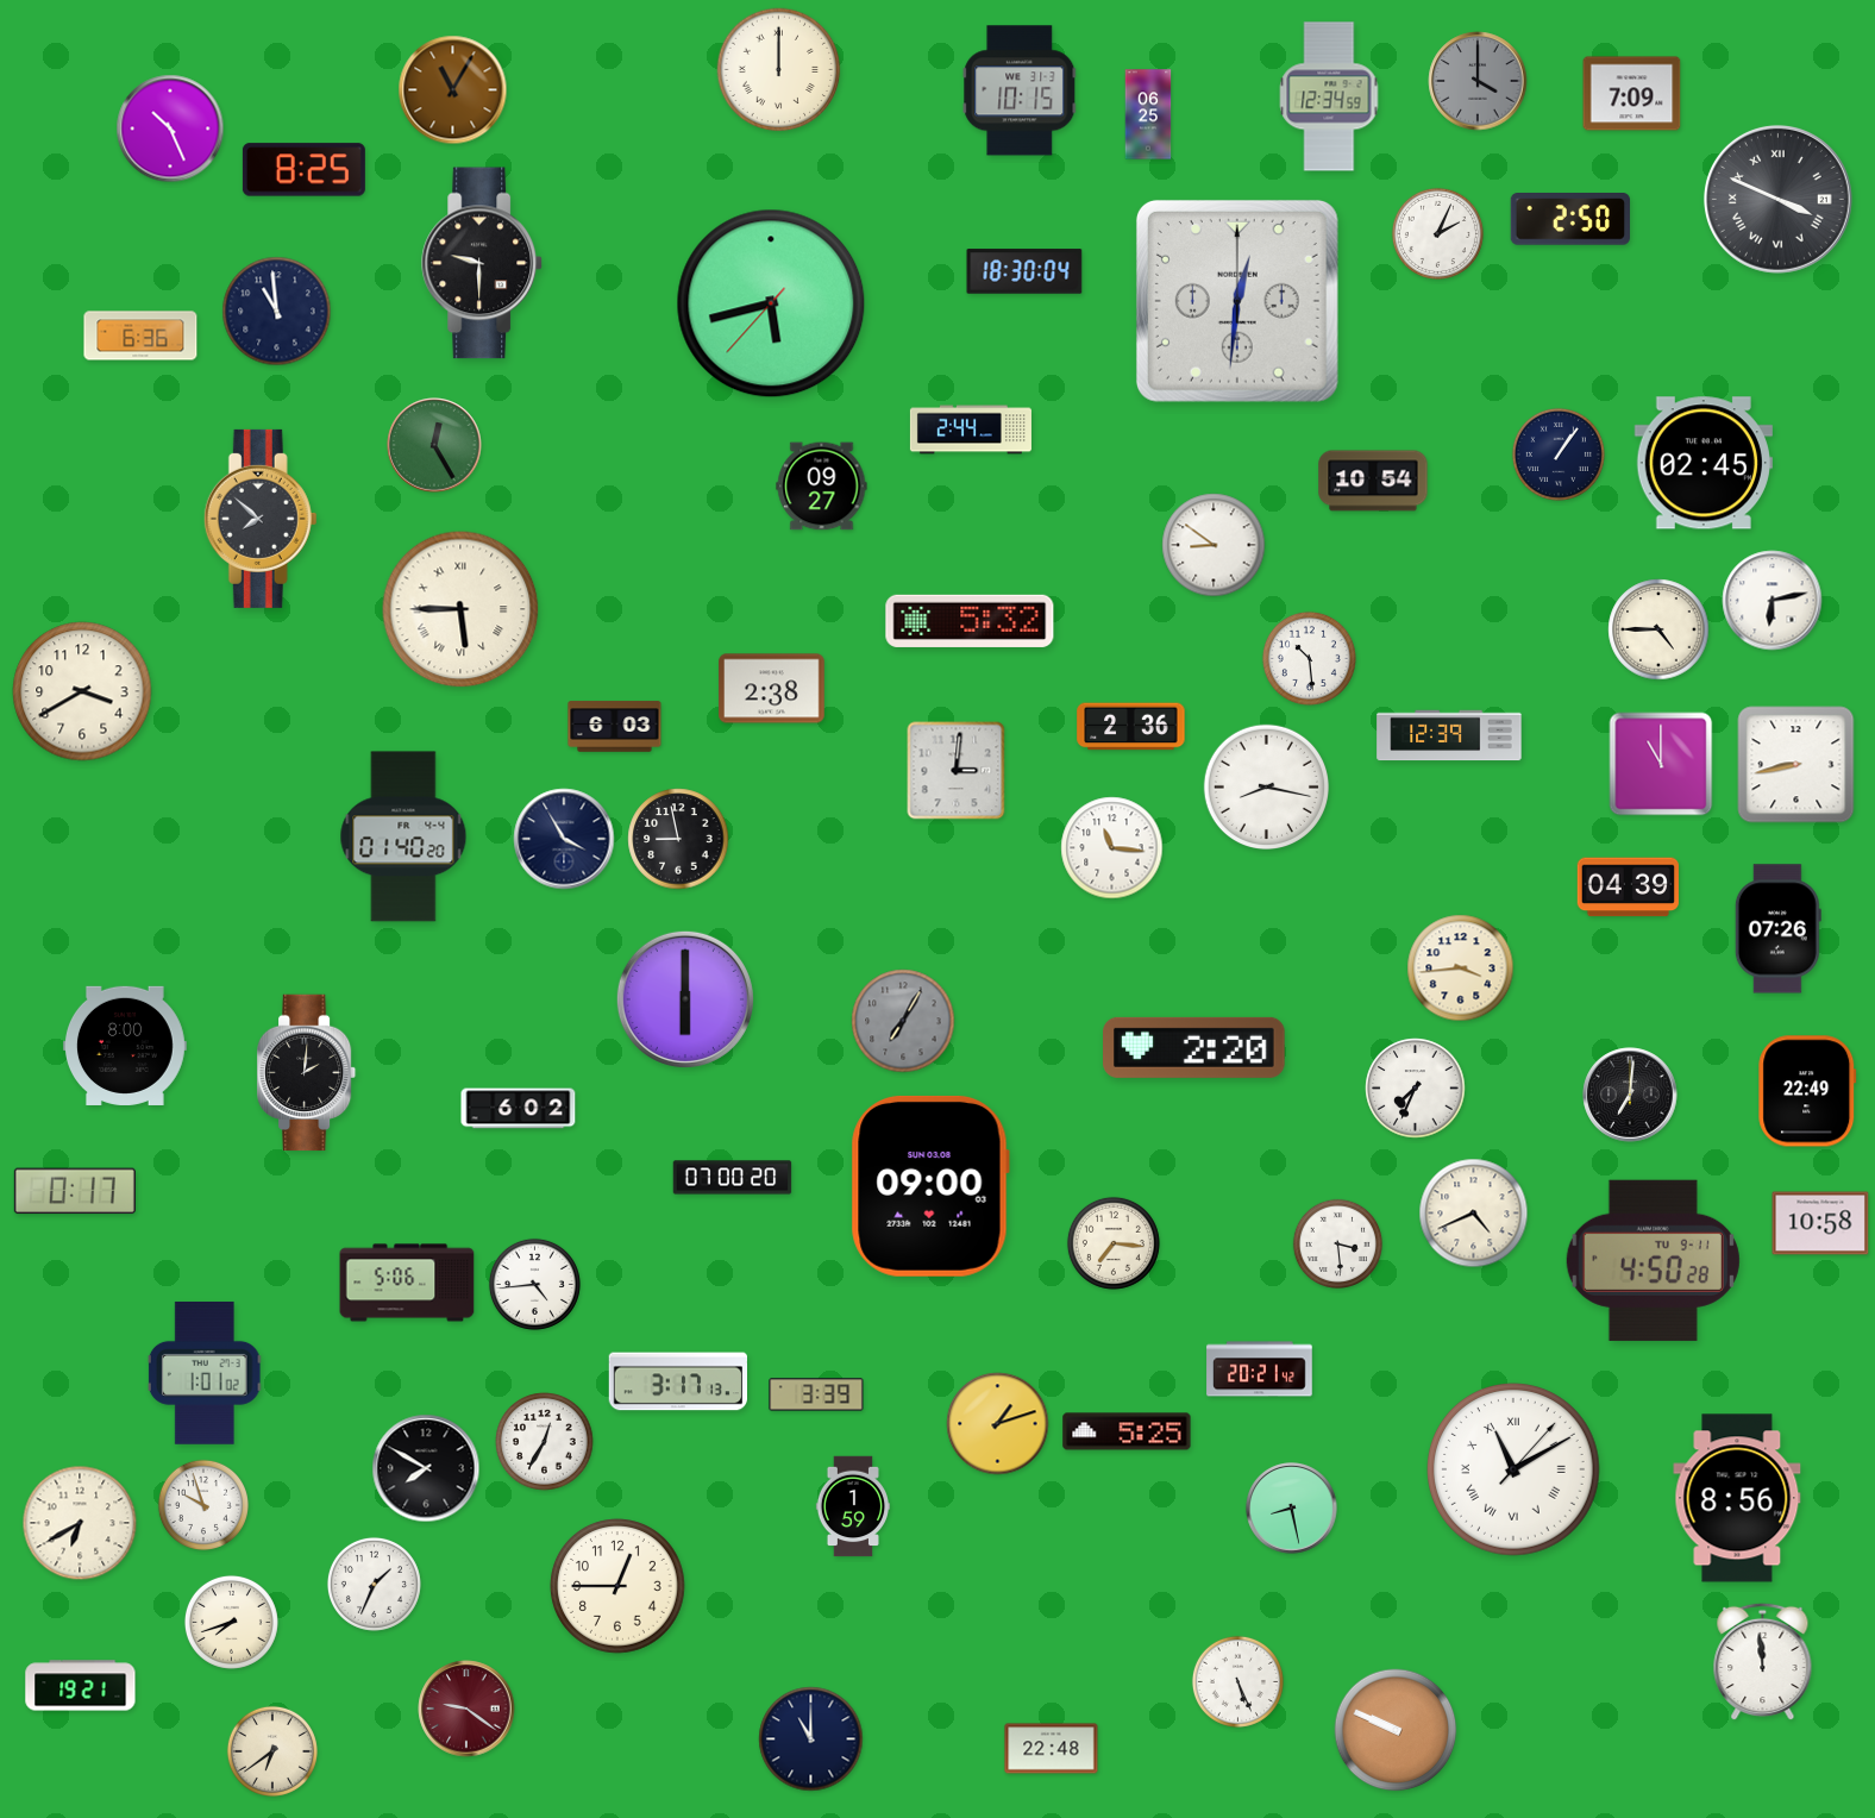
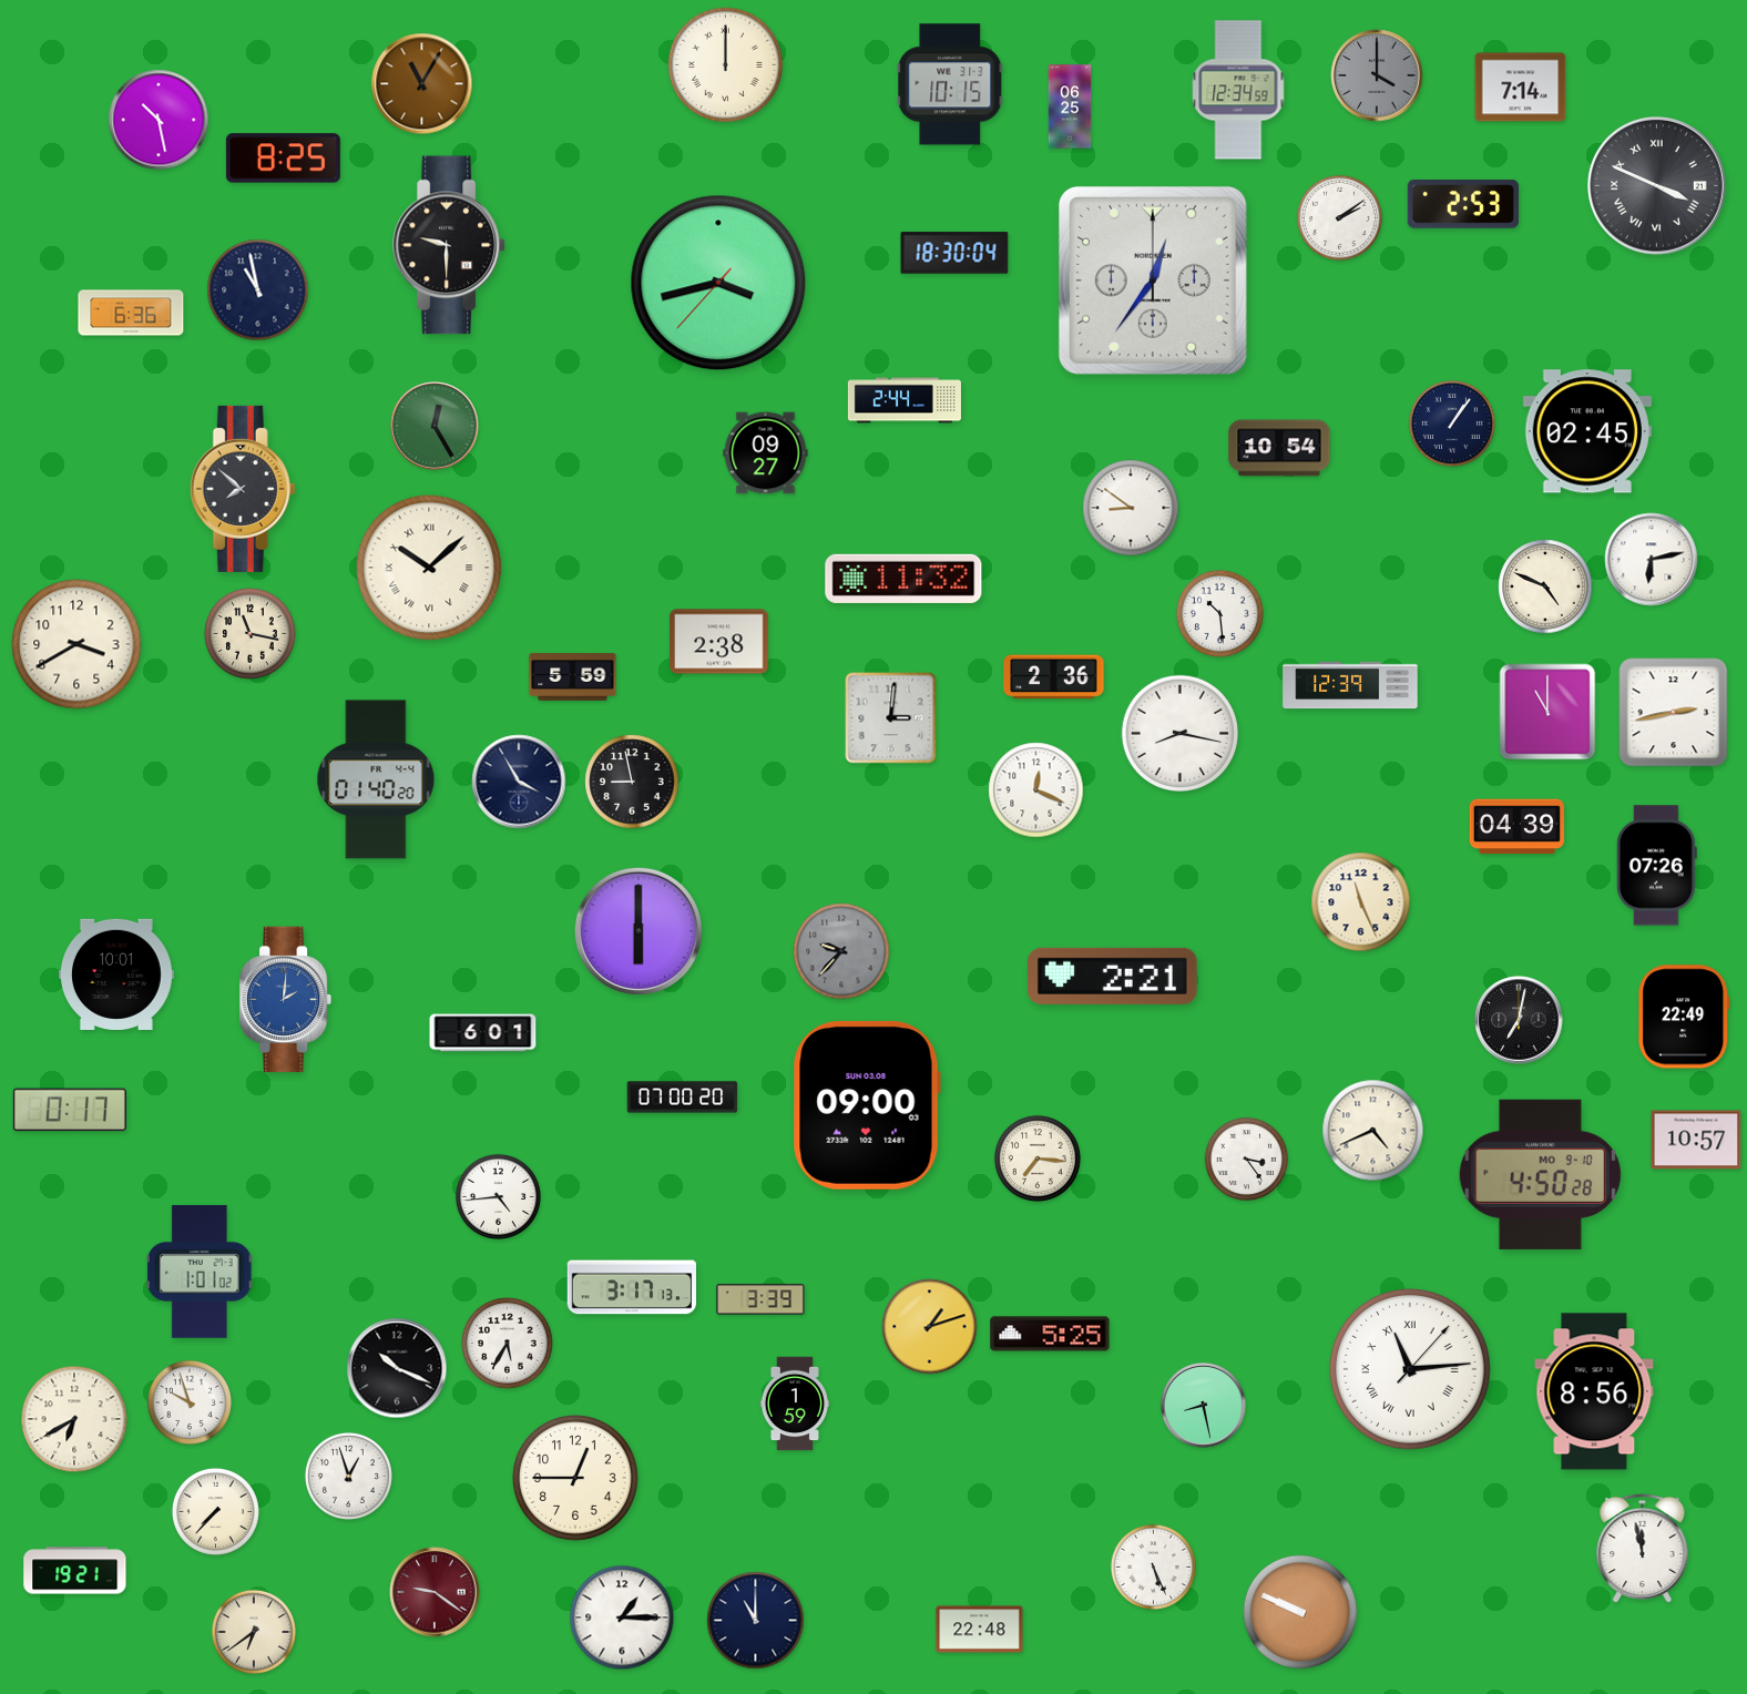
clock at (1632, 94): 7:09 -> 7:14
clock at (170, 128): 10:26 -> 10:28
clock at (1569, 219): 2:50 -> 2:53
clock at (1437, 233): 2:04 -> 2:09
clock at (1237, 301): 12:31 -> 12:36
clock at (771, 303): 5:42 -> 3:42
clock at (277, 312): 10:59 -> 10:58
clock at (434, 445) position: (434, 445) -> (435, 426)
clock at (261, 519) position: (261, 519) -> (243, 489)
clock at (460, 609): 5:45 -> 10:08
clock at (970, 621): 5:32 -> 11:32
clock at (1658, 629): 4:45 -> 4:49
clock at (251, 634): none -> 11:17
clock at (615, 727): 6:03 -> 5:59
clock at (1796, 765): 8:43 -> 2:43
clock at (564, 839) position: (564, 839) -> (519, 782)
clock at (1112, 848): 11:16 -> 12:19
clock at (1461, 968): 3:44 -> 11:26
clock at (903, 1021): 7:05 -> 9:37
clock at (125, 1046): 8:00 -> 10:01
clock at (1194, 1047): 2:20 -> 2:21
clock at (307, 1073) dial: black -> blue
clock at (1416, 1089): 7:34 -> none
clock at (1630, 1095): 7:01 -> 7:02
clock at (519, 1109): 6:02 -> 6:01
clock at (1820, 1223): 10:58 -> 10:57
clock at (1337, 1243): 3:29 -> 3:24
clock at (1653, 1260) date: TU 9-11 -> MO 9-10
clock at (407, 1283): 5:06 -> none
clock at (1260, 1369): 20:21 -> none
clock at (205, 1373) position: (205, 1373) -> (200, 1272)
clock at (545, 1442): 12:35 -> 5:35
clock at (426, 1468): 7:50 -> 10:19
clock at (1513, 1469): 11:10 -> 11:14
clock at (1737, 1498) position: (1737, 1498) -> (1594, 1391)
clock at (374, 1584): 1:34 -> 12:57
clock at (231, 1622): 7:42 -> 7:37
clock at (1763, 1662): 11:59 -> 11:58
clock at (622, 1618): none -> 1:15
